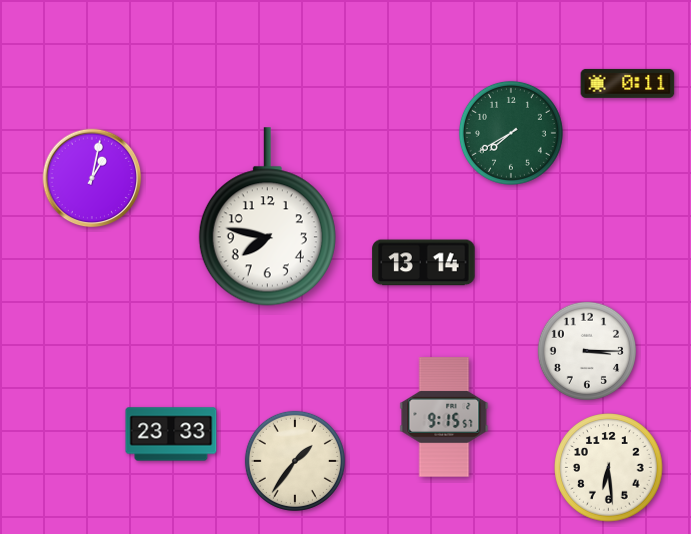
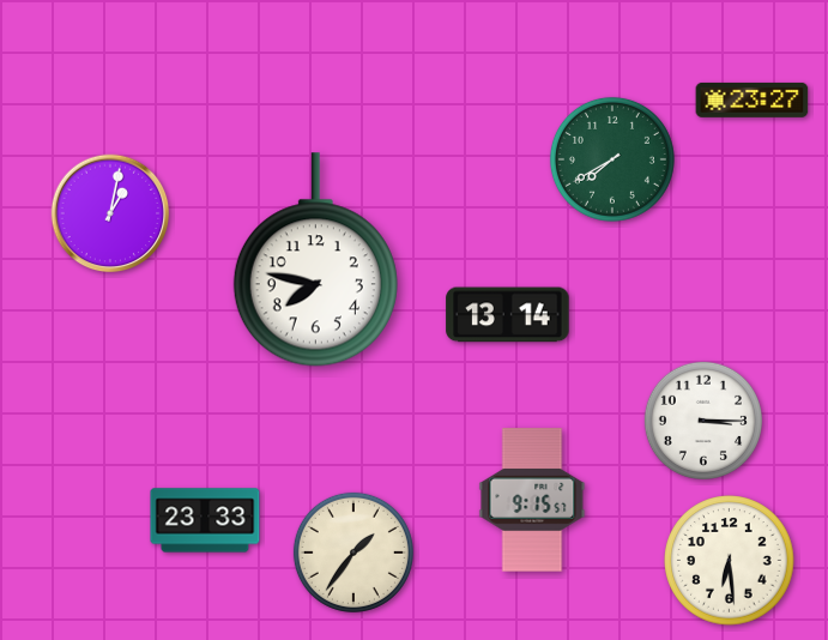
clock at (628, 83): 0:11 -> 23:27
clock at (267, 217) position: (267, 217) -> (315, 260)
